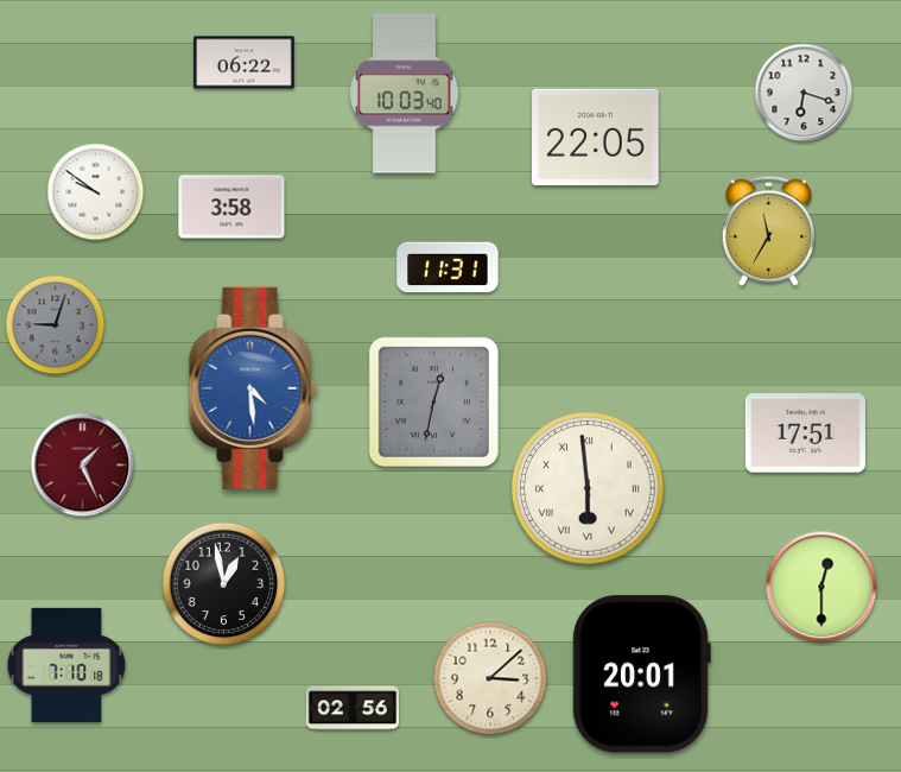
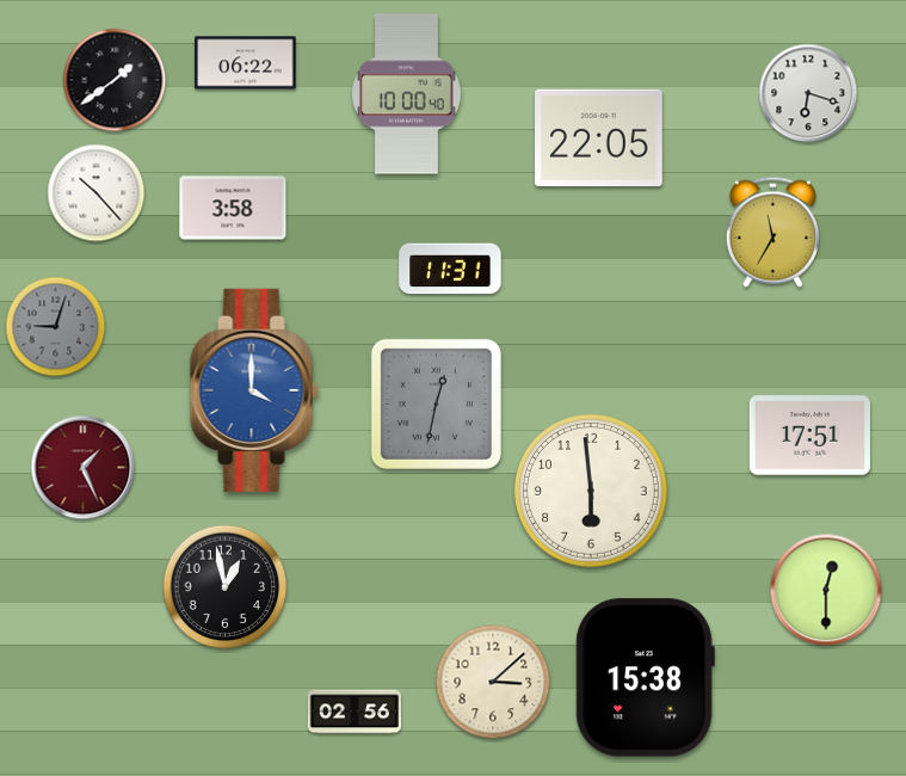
clock at (115, 80): none -> 1:39
clock at (405, 94): 10:03 -> 10:00
clock at (96, 192): 9:51 -> 10:23
clock at (253, 388): 4:29 -> 4:00
clock at (588, 488) numerals: Roman -> Arabic
clock at (66, 665): 7:10 -> none
clock at (641, 675): 20:01 -> 15:38
